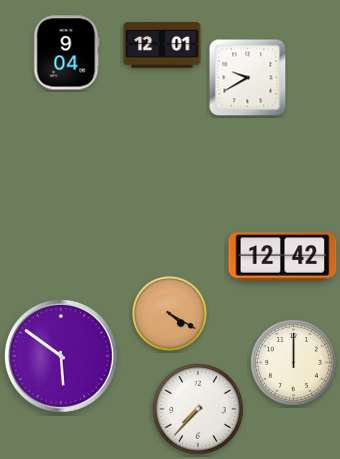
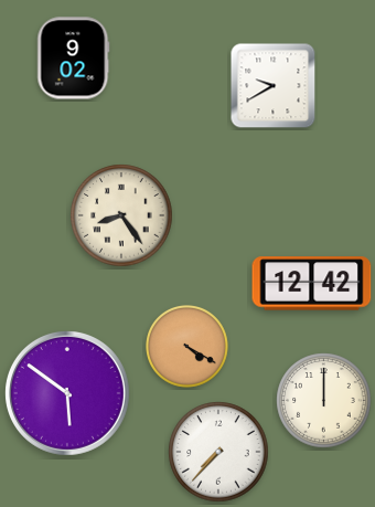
clock at (162, 45): 12:01 -> none
clock at (67, 53): 9:04 -> 9:02
clock at (121, 215): none -> 8:24
